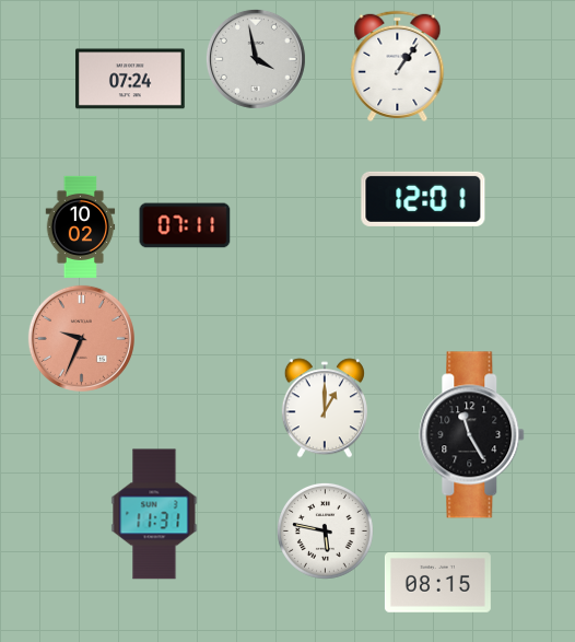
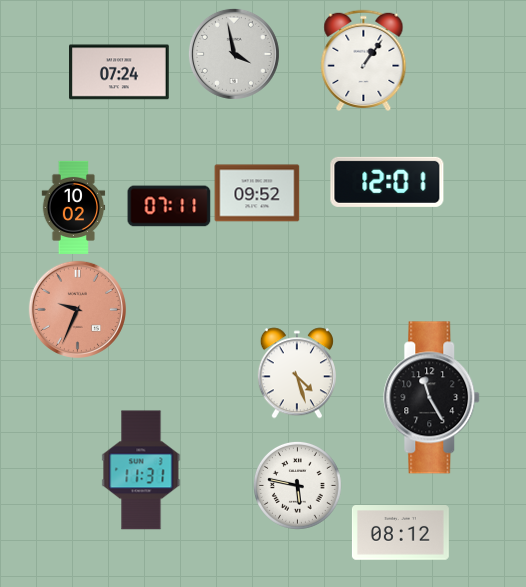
clock at (257, 193): none -> 09:52
clock at (81, 338) position: (81, 338) -> (77, 309)
clock at (325, 408): 1:00 -> 4:27
clock at (437, 583): 08:15 -> 08:12
